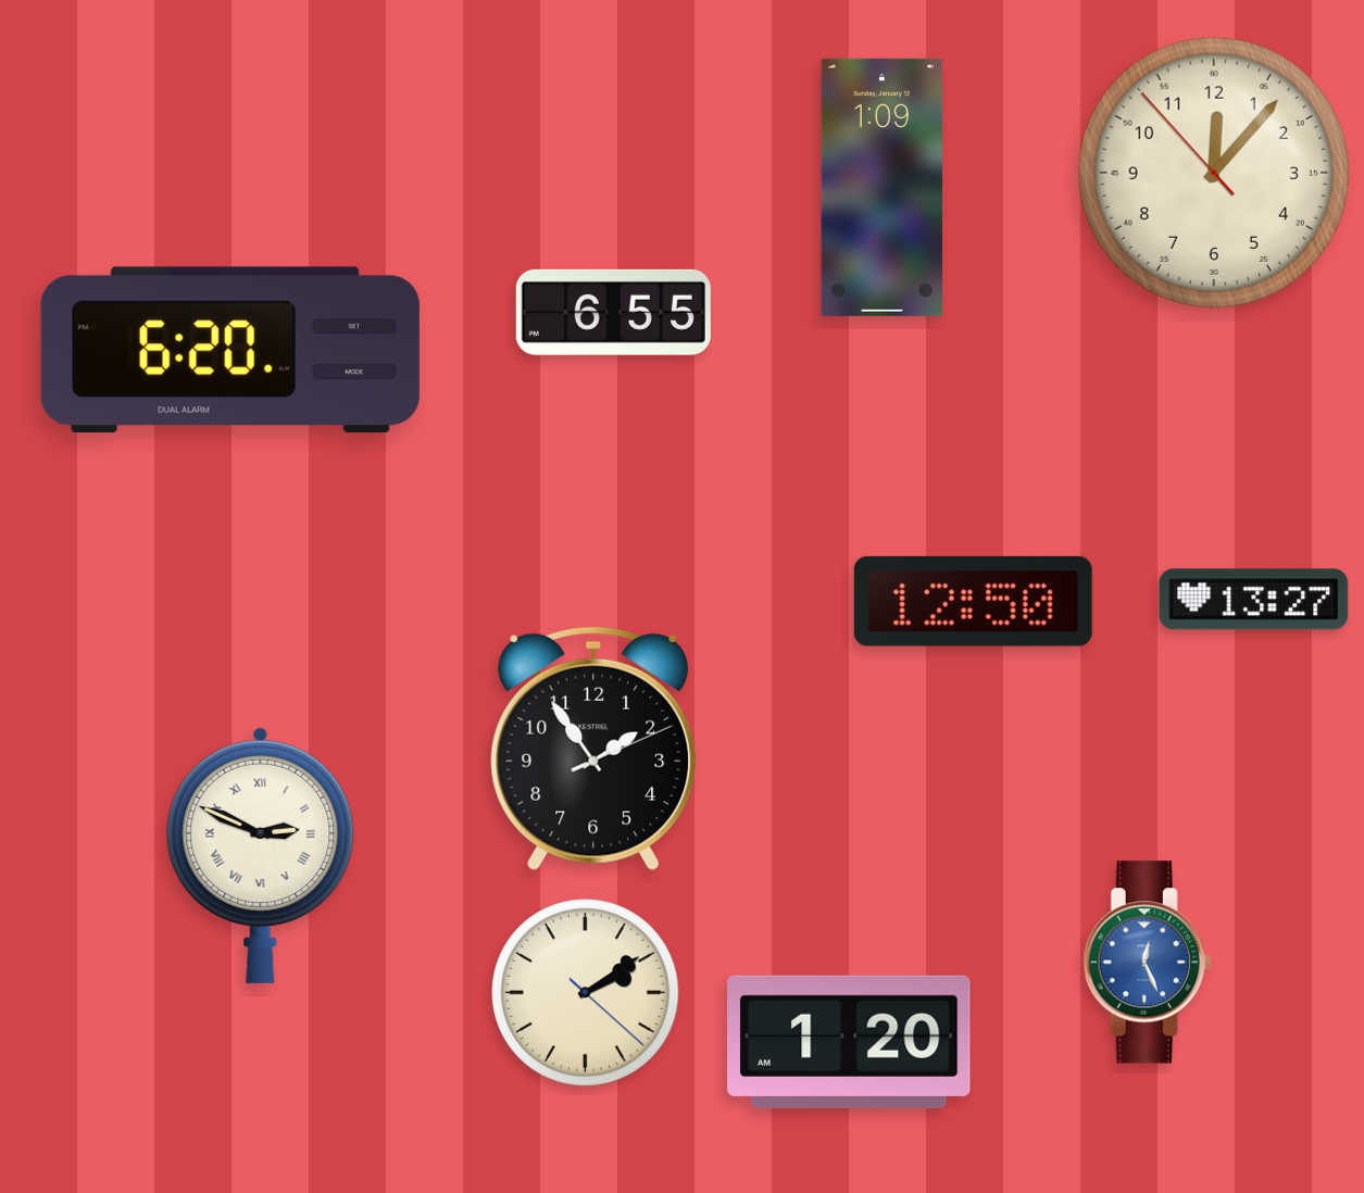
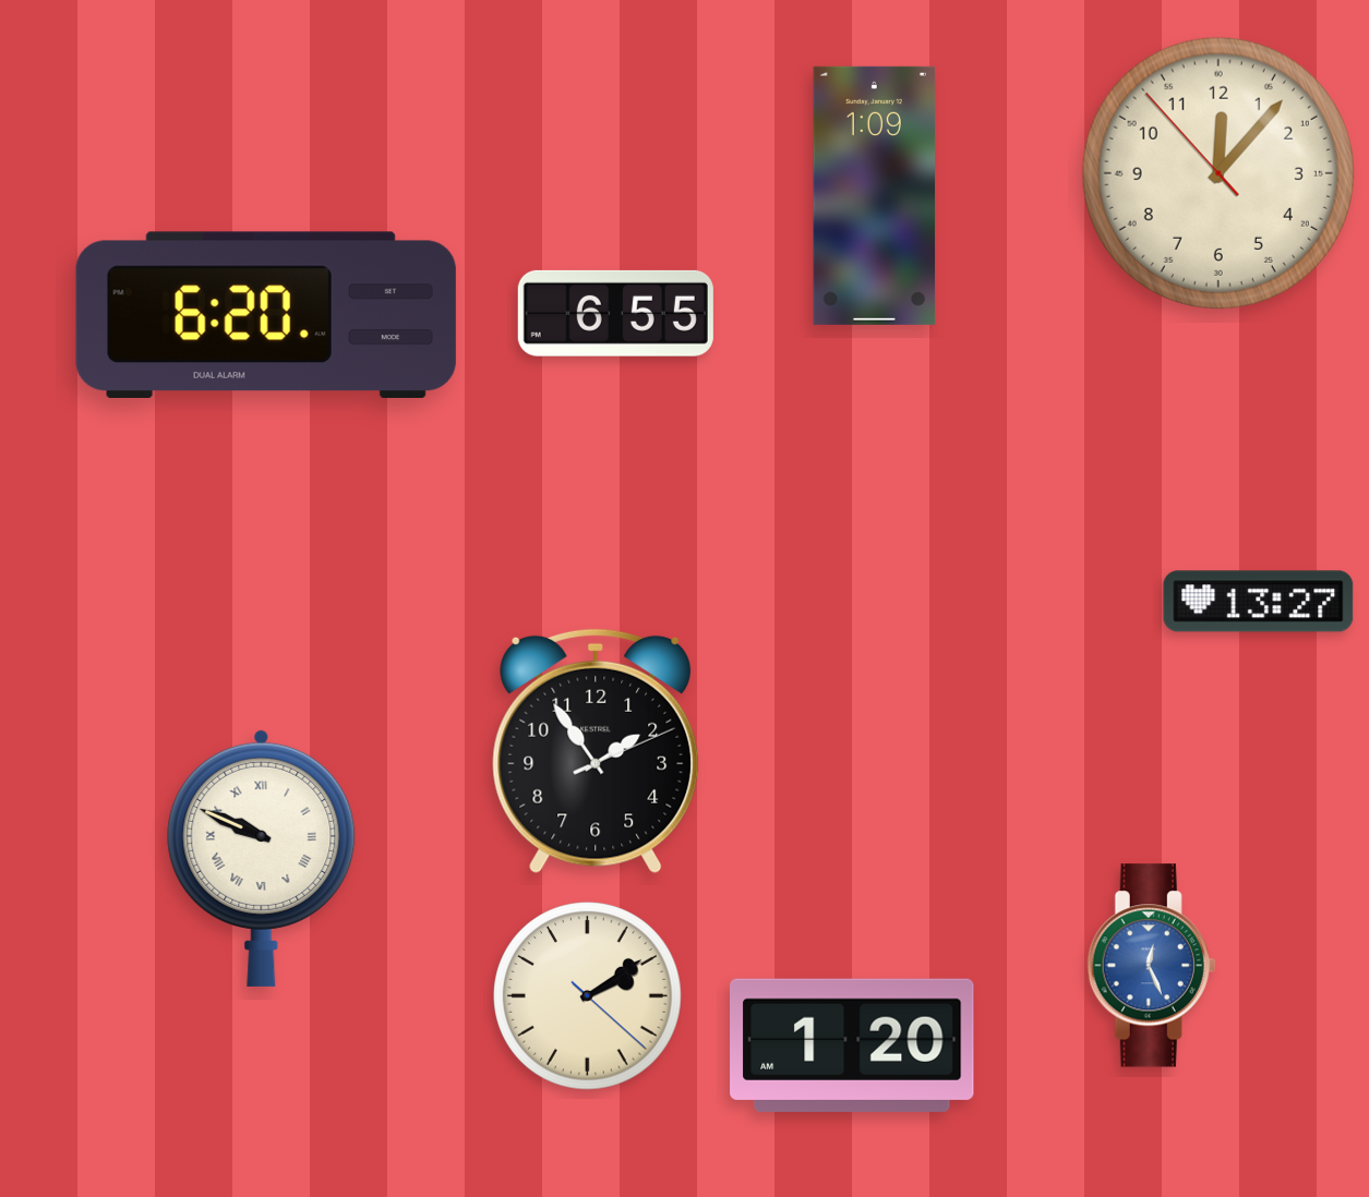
clock at (883, 187) position: (883, 187) -> (875, 195)
clock at (230, 349) position: (230, 349) -> (266, 314)
clock at (973, 601): 12:50 -> none
clock at (261, 855): 2:49 -> 9:49
